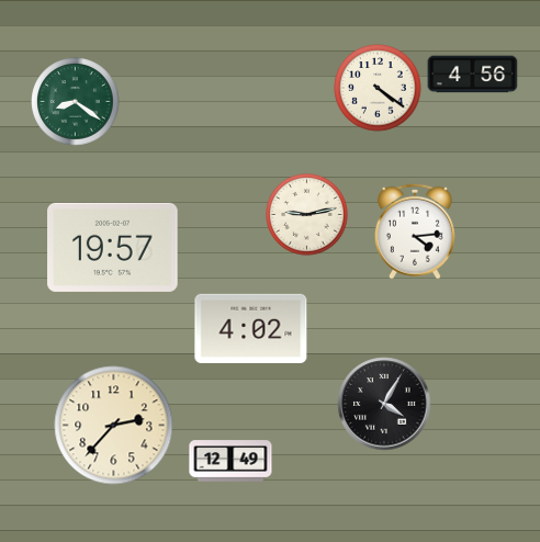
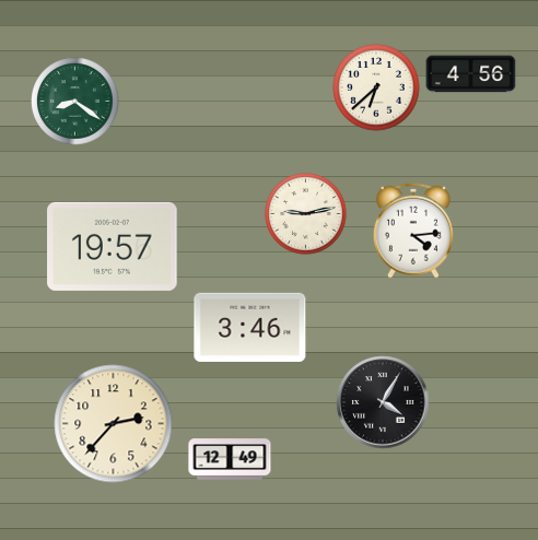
clock at (378, 88): 4:21 -> 6:38
clock at (251, 328): 4:02 -> 3:46
